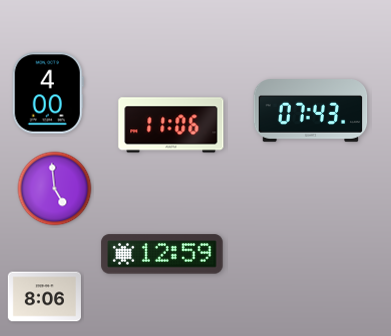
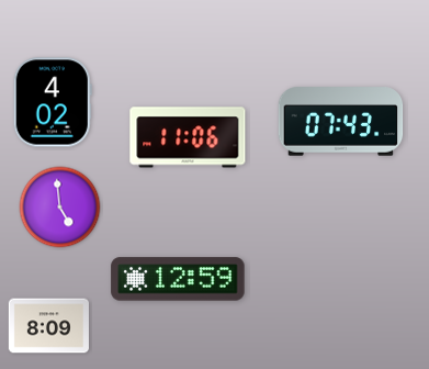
clock at (48, 93): 4:00 -> 4:02
clock at (44, 297): 8:06 -> 8:09
